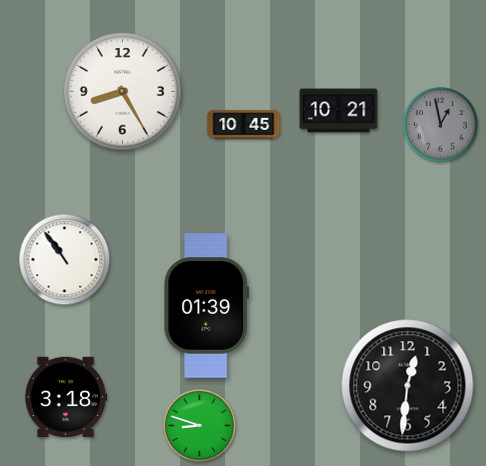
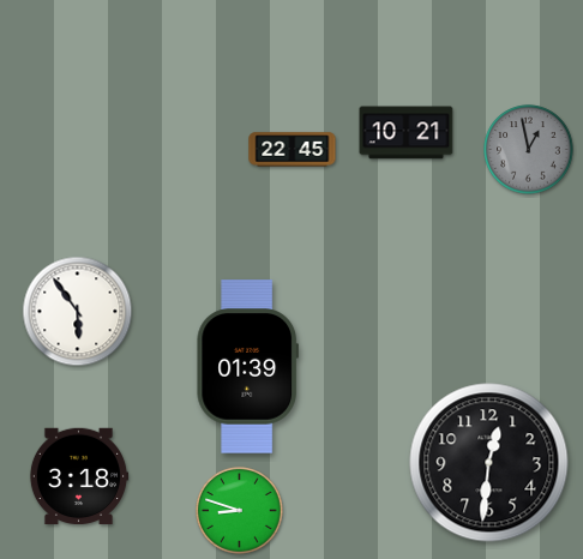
clock at (123, 92): 8:25 -> none
clock at (244, 125): 10:45 -> 22:45
clock at (65, 260): 10:54 -> 5:54
